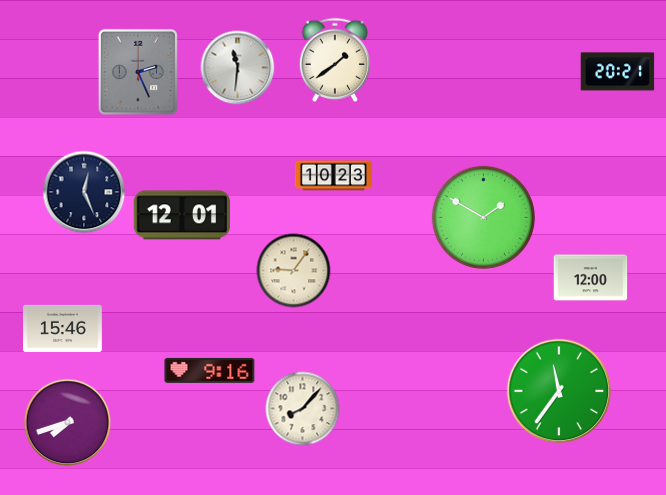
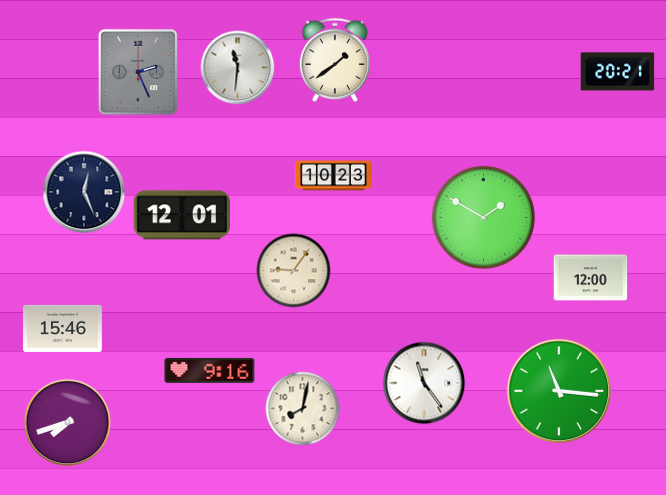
clock at (424, 383): none -> 11:24
clock at (559, 391): 11:36 -> 11:16
clock at (303, 409): 8:07 -> 8:02
